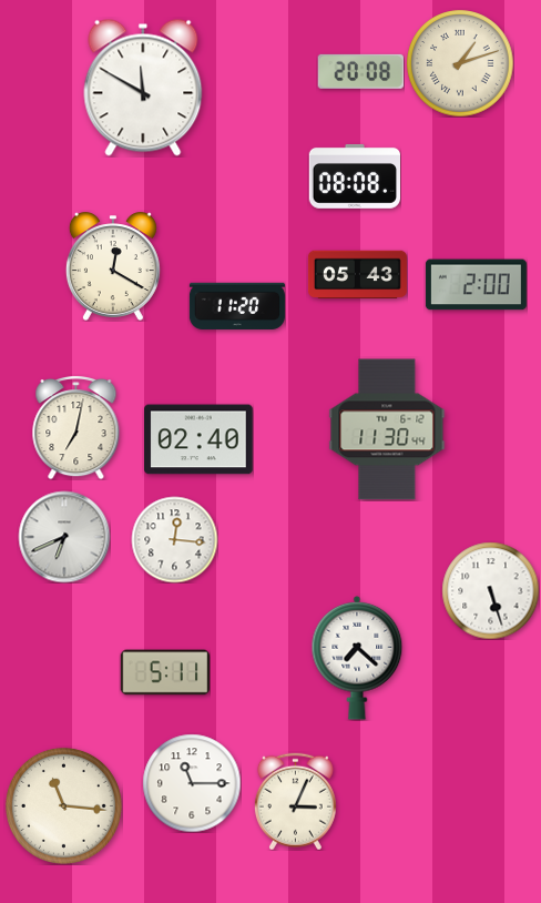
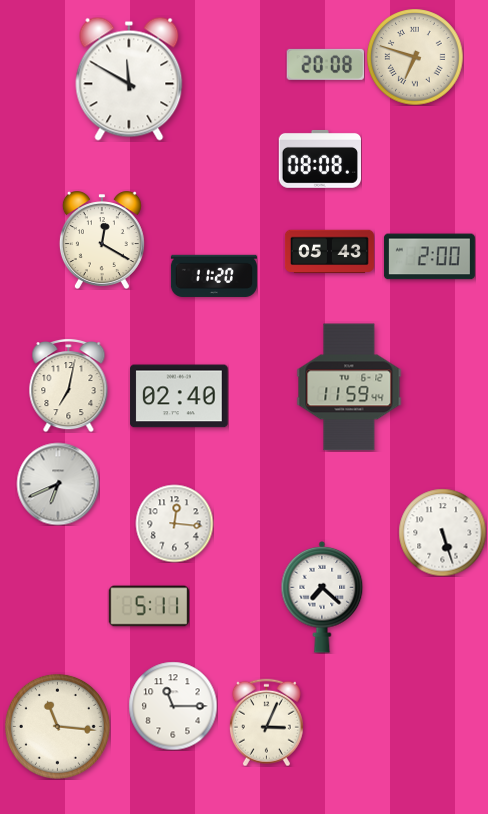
clock at (460, 63): 1:12 -> 6:48
clock at (357, 275) position: (357, 275) -> (329, 252)
clock at (387, 429): 11:30 -> 11:59
clock at (174, 539) position: (174, 539) -> (174, 523)
clock at (357, 658) position: (357, 658) -> (322, 597)
